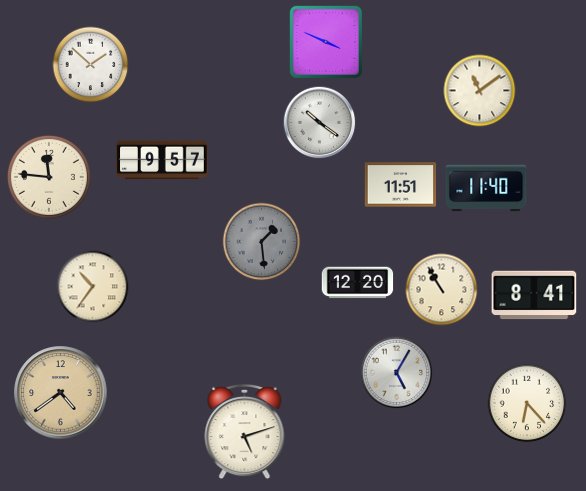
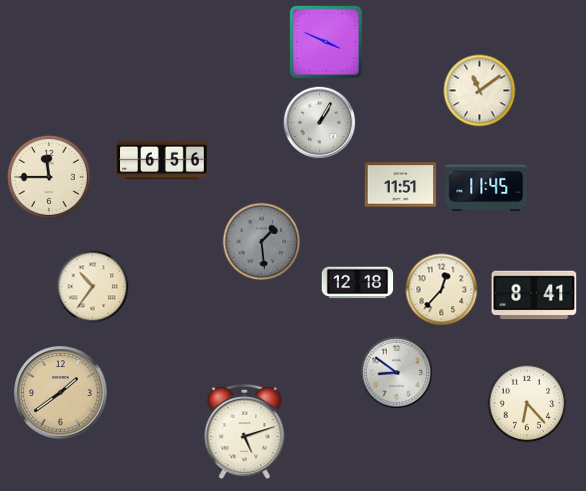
clock at (91, 65): 1:52 -> none
clock at (320, 123): 10:21 -> 1:05
clock at (162, 160): 9:57 -> 6:56
clock at (49, 177): 11:46 -> 11:45
clock at (486, 188): 11:40 -> 11:45
clock at (358, 283): 12:20 -> 12:18
clock at (442, 290): 10:55 -> 12:37
clock at (397, 373): 5:05 -> 8:51
clock at (61, 393): 4:39 -> 1:39
